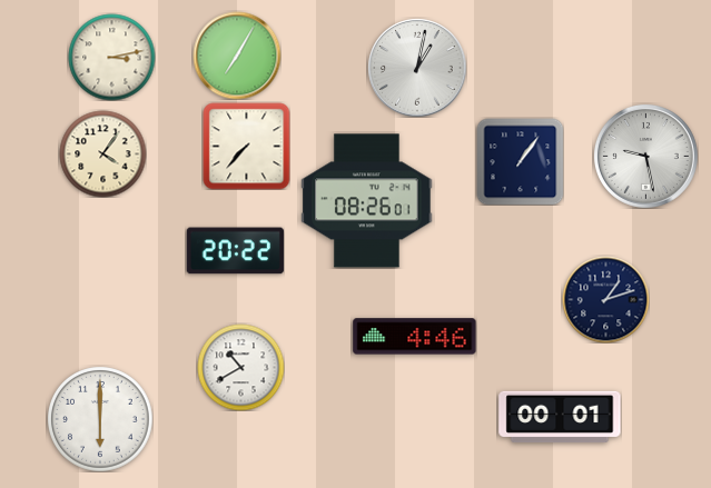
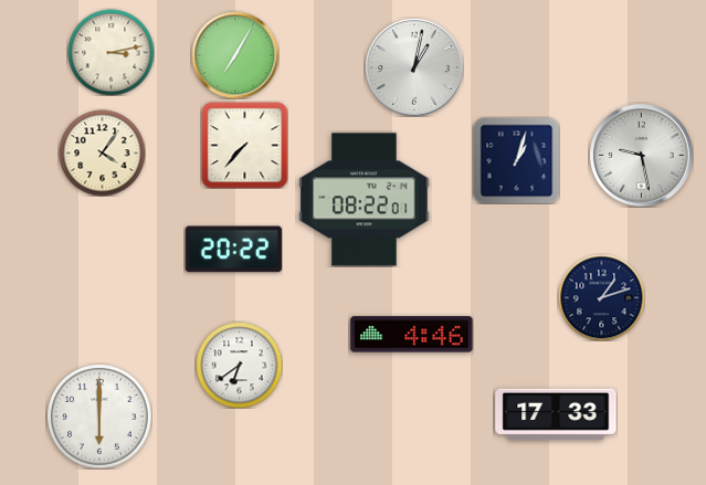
clock at (111, 57) position: (111, 57) -> (110, 52)
clock at (520, 161): 1:06 -> 1:03
clock at (367, 201): 08:26 -> 08:22
clock at (240, 367): 10:40 -> 6:39
clock at (560, 417): 00:01 -> 17:33
